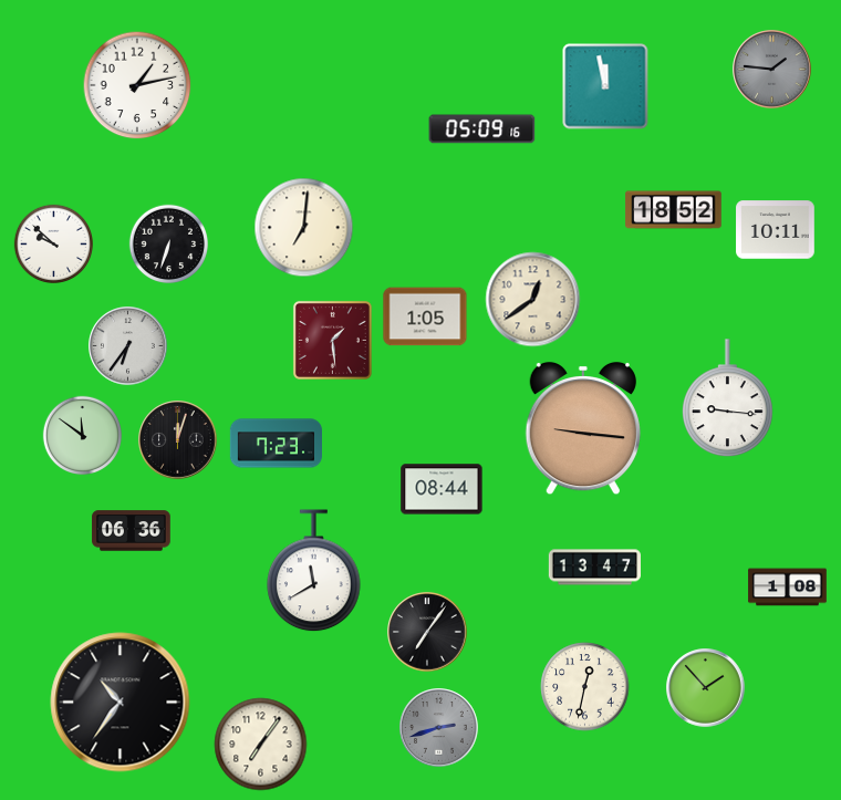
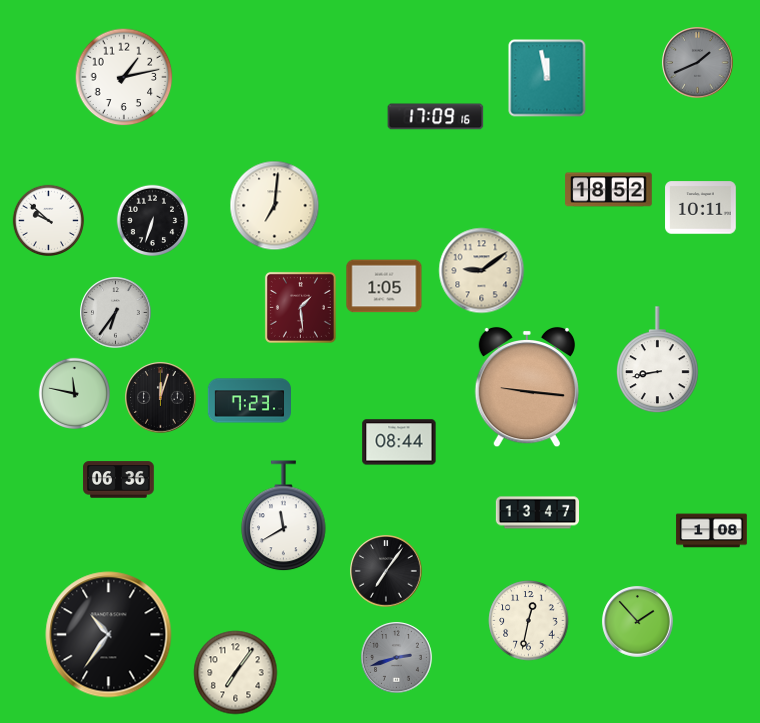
clock at (772, 70): 1:46 -> 1:41
clock at (482, 129): 05:09 -> 17:09
clock at (533, 300): 12:39 -> 9:09
clock at (727, 398): 9:16 -> 8:43
clock at (83, 436): 11:51 -> 11:47
